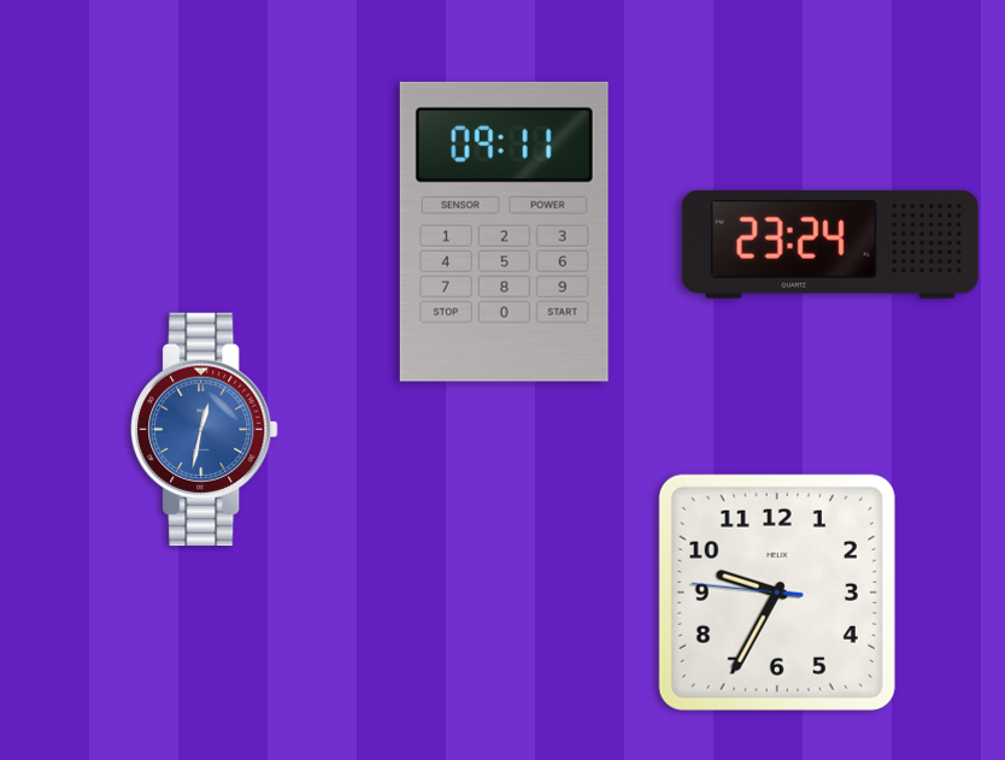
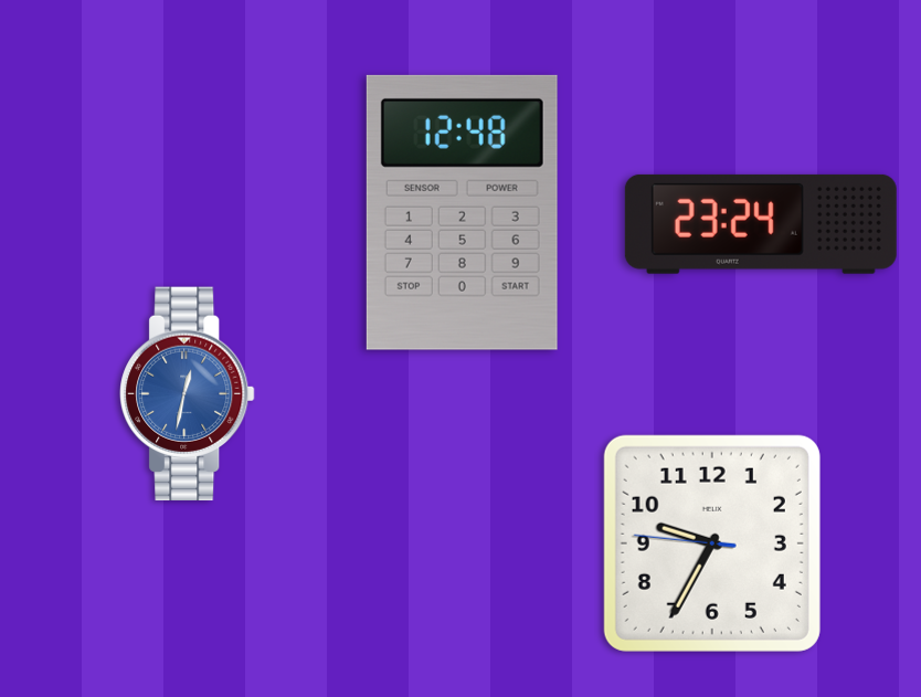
clock at (504, 231): 09:11 -> 12:48
